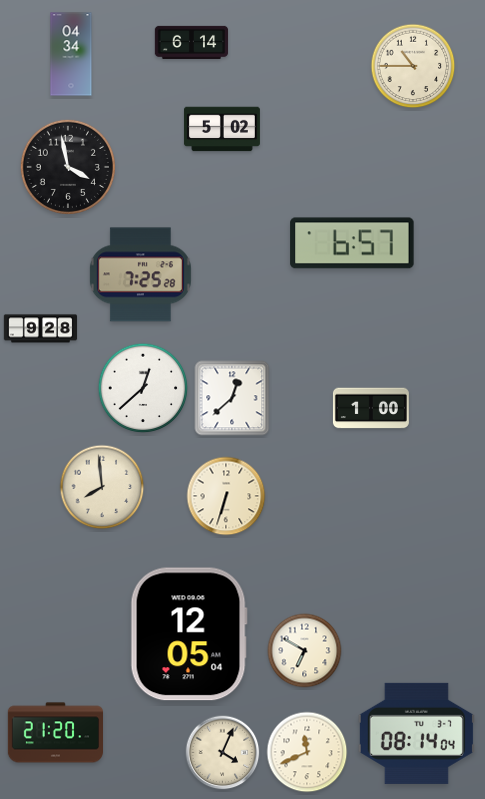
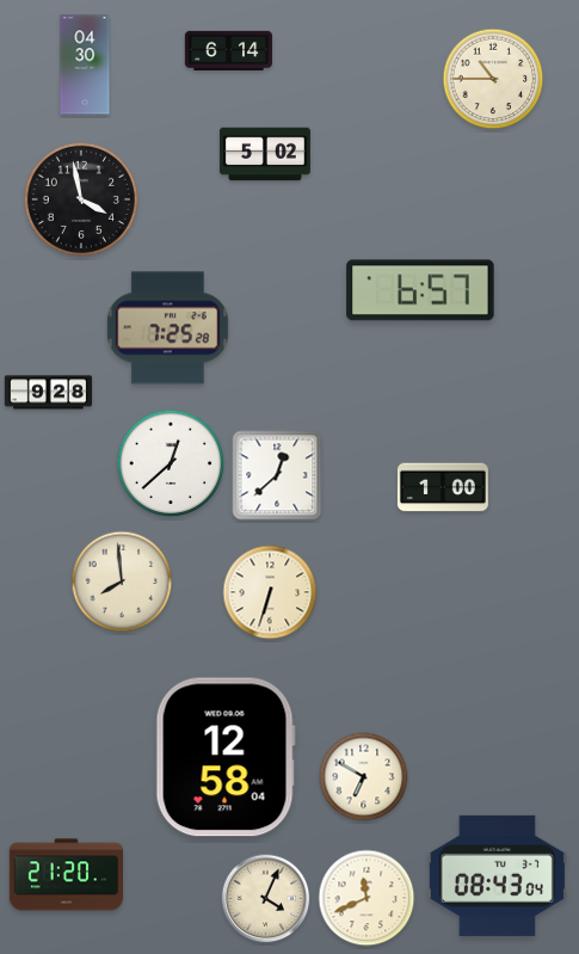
clock at (71, 54): 04:34 -> 04:30
clock at (189, 634): 12:05 -> 12:58
clock at (416, 733): 08:14 -> 08:43
